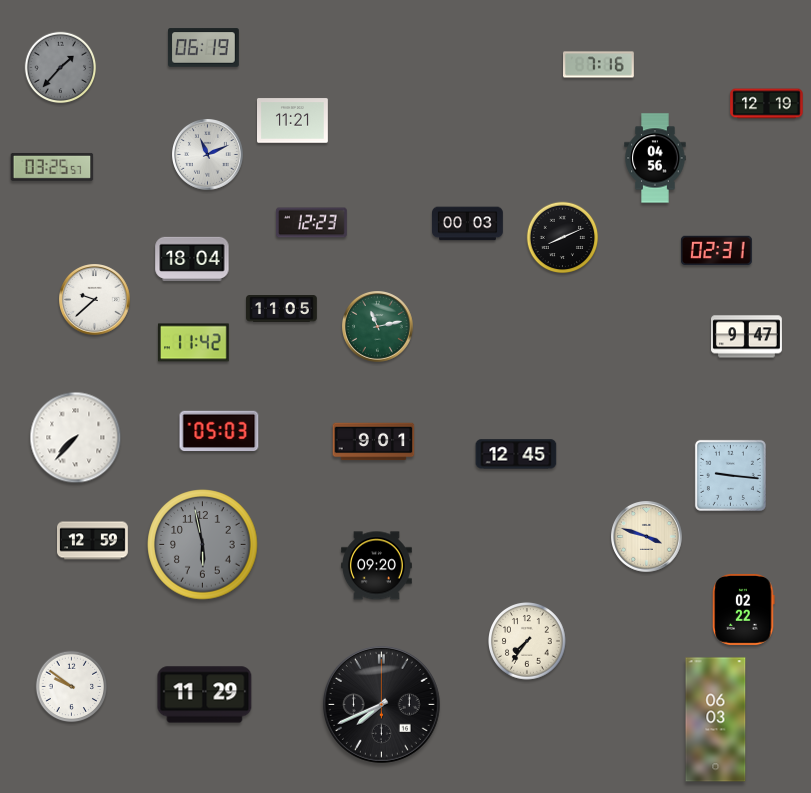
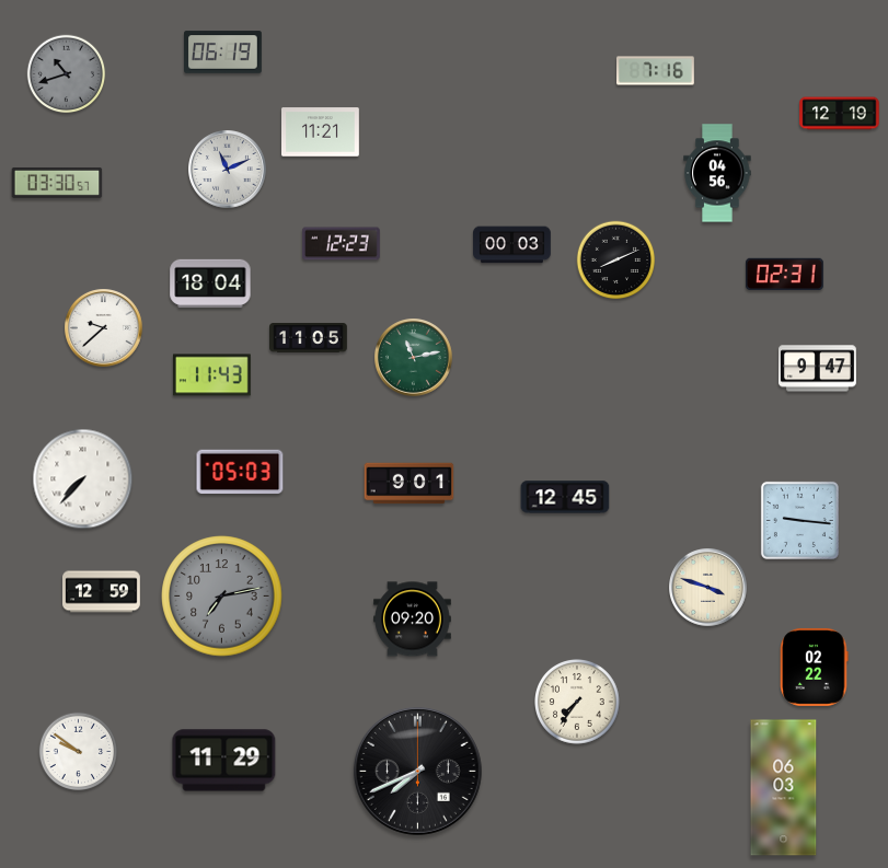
clock at (61, 68): 1:37 -> 10:42
clock at (52, 167): 03:25 -> 03:30
clock at (193, 343): 11:42 -> 11:43
clock at (203, 545): 5:58 -> 7:13
